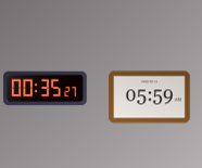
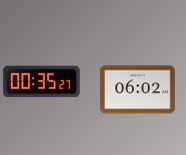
clock at (150, 98): 05:59 -> 06:02
